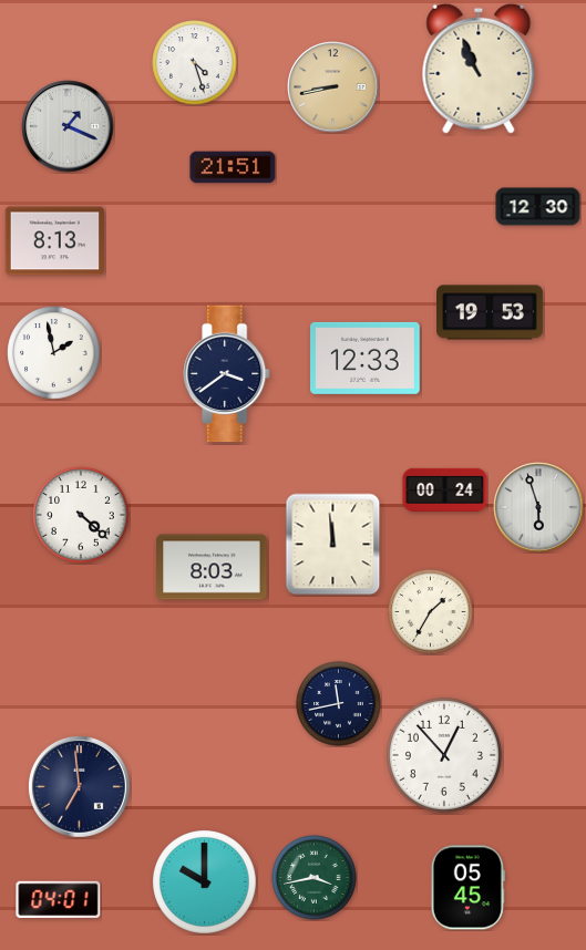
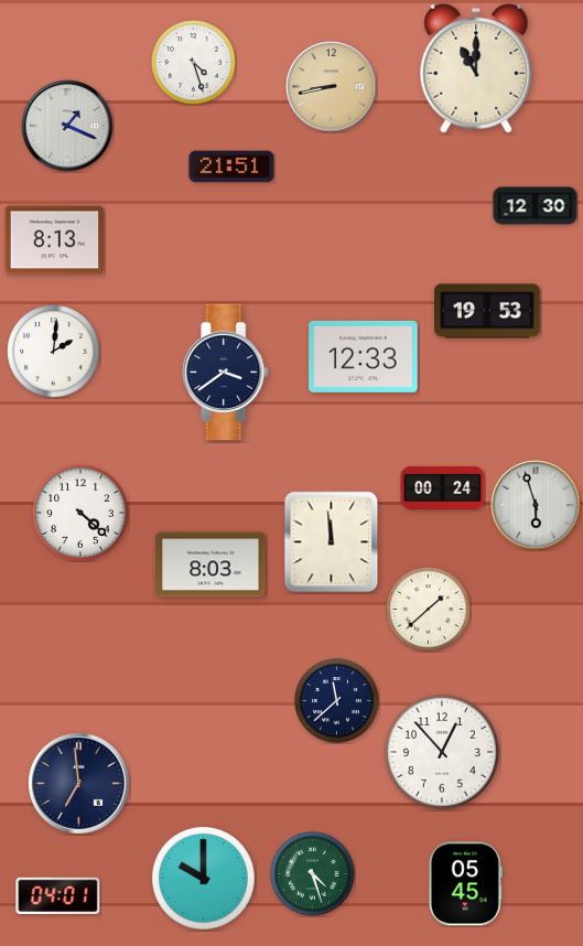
clock at (479, 69): 10:56 -> 11:00
clock at (54, 353): 1:58 -> 2:01
clock at (431, 612): 1:35 -> 1:38
clock at (339, 704): 11:43 -> 11:38
clock at (315, 878): 3:43 -> 4:27
